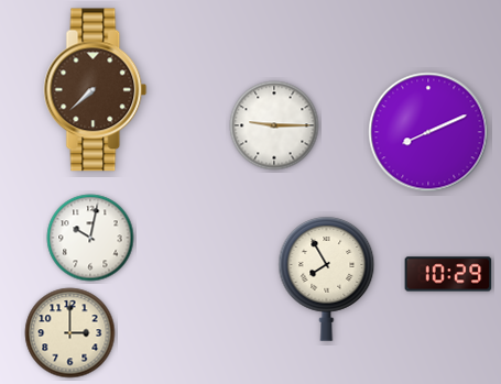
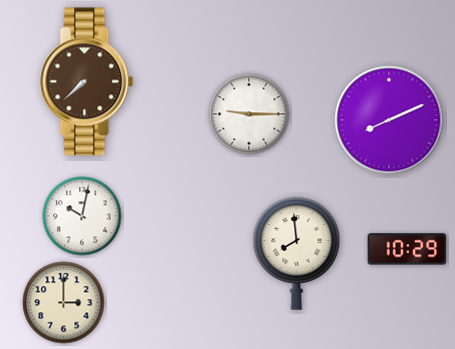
clock at (327, 279): 7:55 -> 7:59
